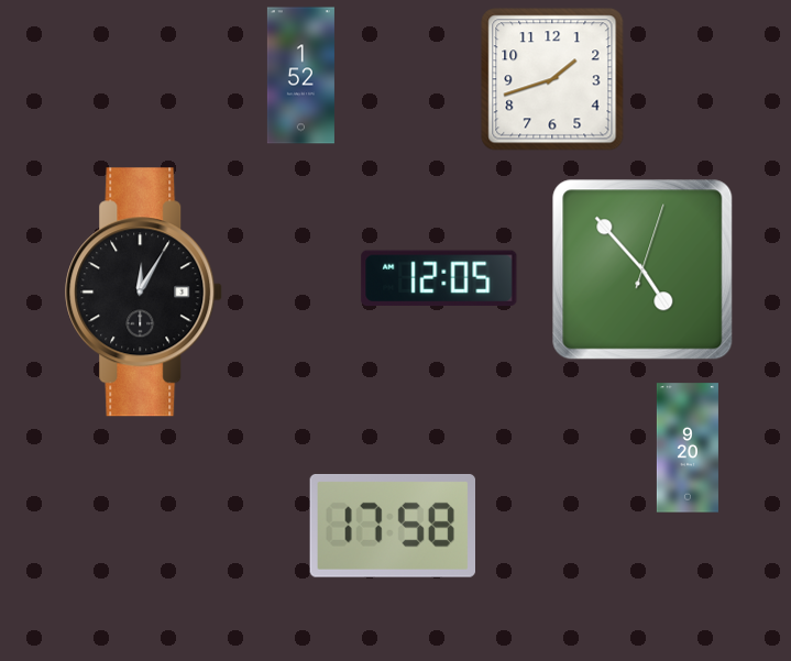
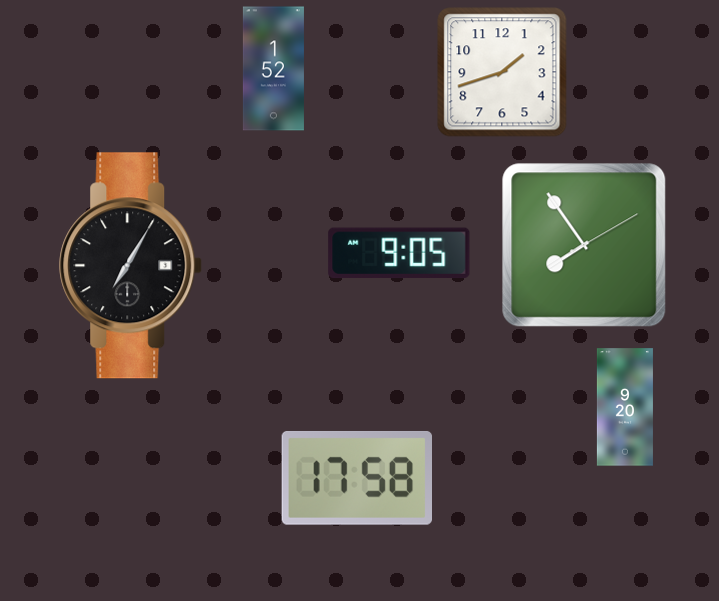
clock at (642, 269): 4:53 -> 7:54
clock at (439, 278): 12:05 -> 9:05
clock at (144, 293): 12:05 -> 7:05
